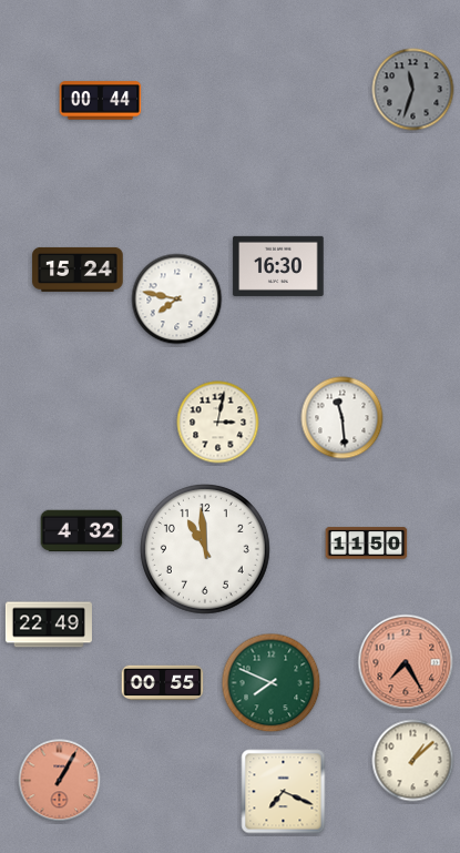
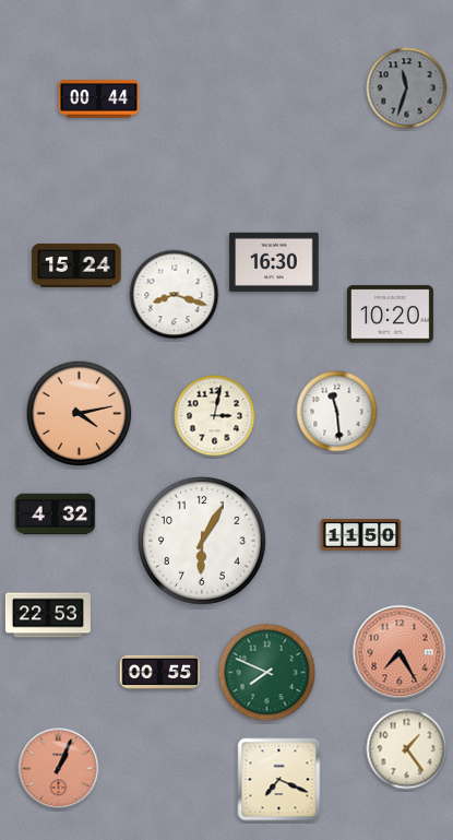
clock at (177, 299): 7:47 -> 8:18
clock at (390, 315): none -> 10:20
clock at (80, 414): none -> 4:13
clock at (82, 531) position: (82, 531) -> (56, 514)
clock at (205, 549): 10:59 -> 6:05
clock at (49, 624): 22:49 -> 22:53
clock at (413, 761): 1:08 -> 1:24
clock at (60, 781): 1:05 -> 1:04
